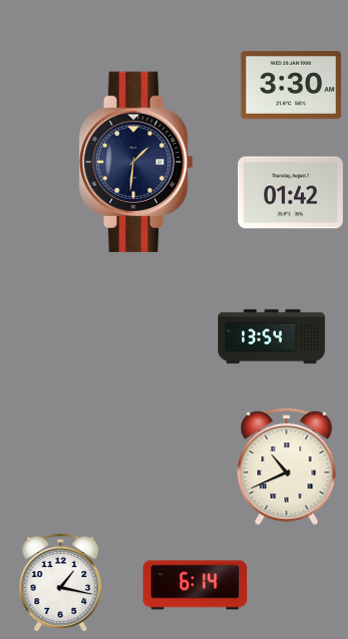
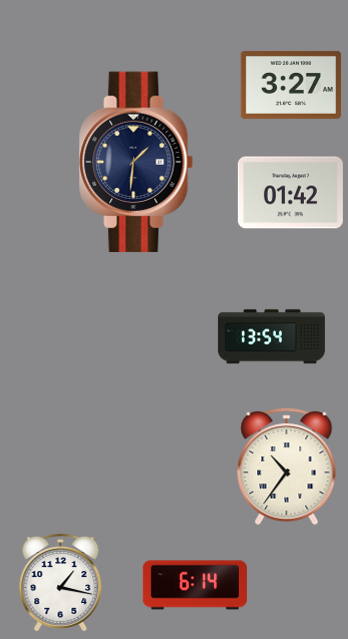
clock at (291, 85): 3:30 -> 3:27
clock at (287, 466): 10:41 -> 10:36
